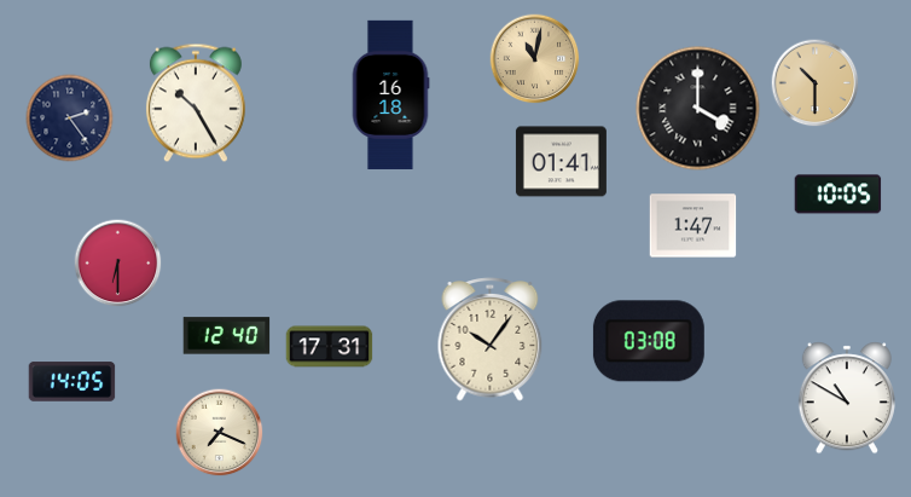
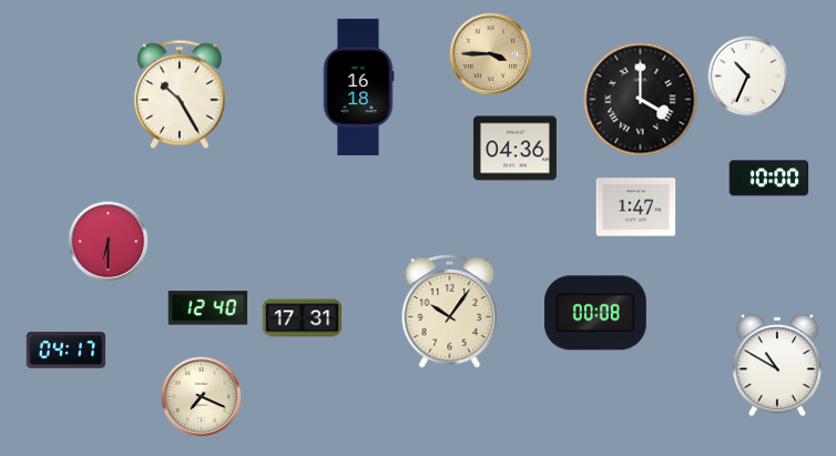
clock at (535, 59): 11:02 -> 3:45
clock at (816, 83): 10:30 -> 10:34
clock at (816, 83) dial: champagne -> white
clock at (70, 119): 2:24 -> none
clock at (561, 162): 01:41 -> 04:36
clock at (839, 195): 10:05 -> 10:00
clock at (649, 341): 03:08 -> 00:08
clock at (72, 382): 14:05 -> 04:17
